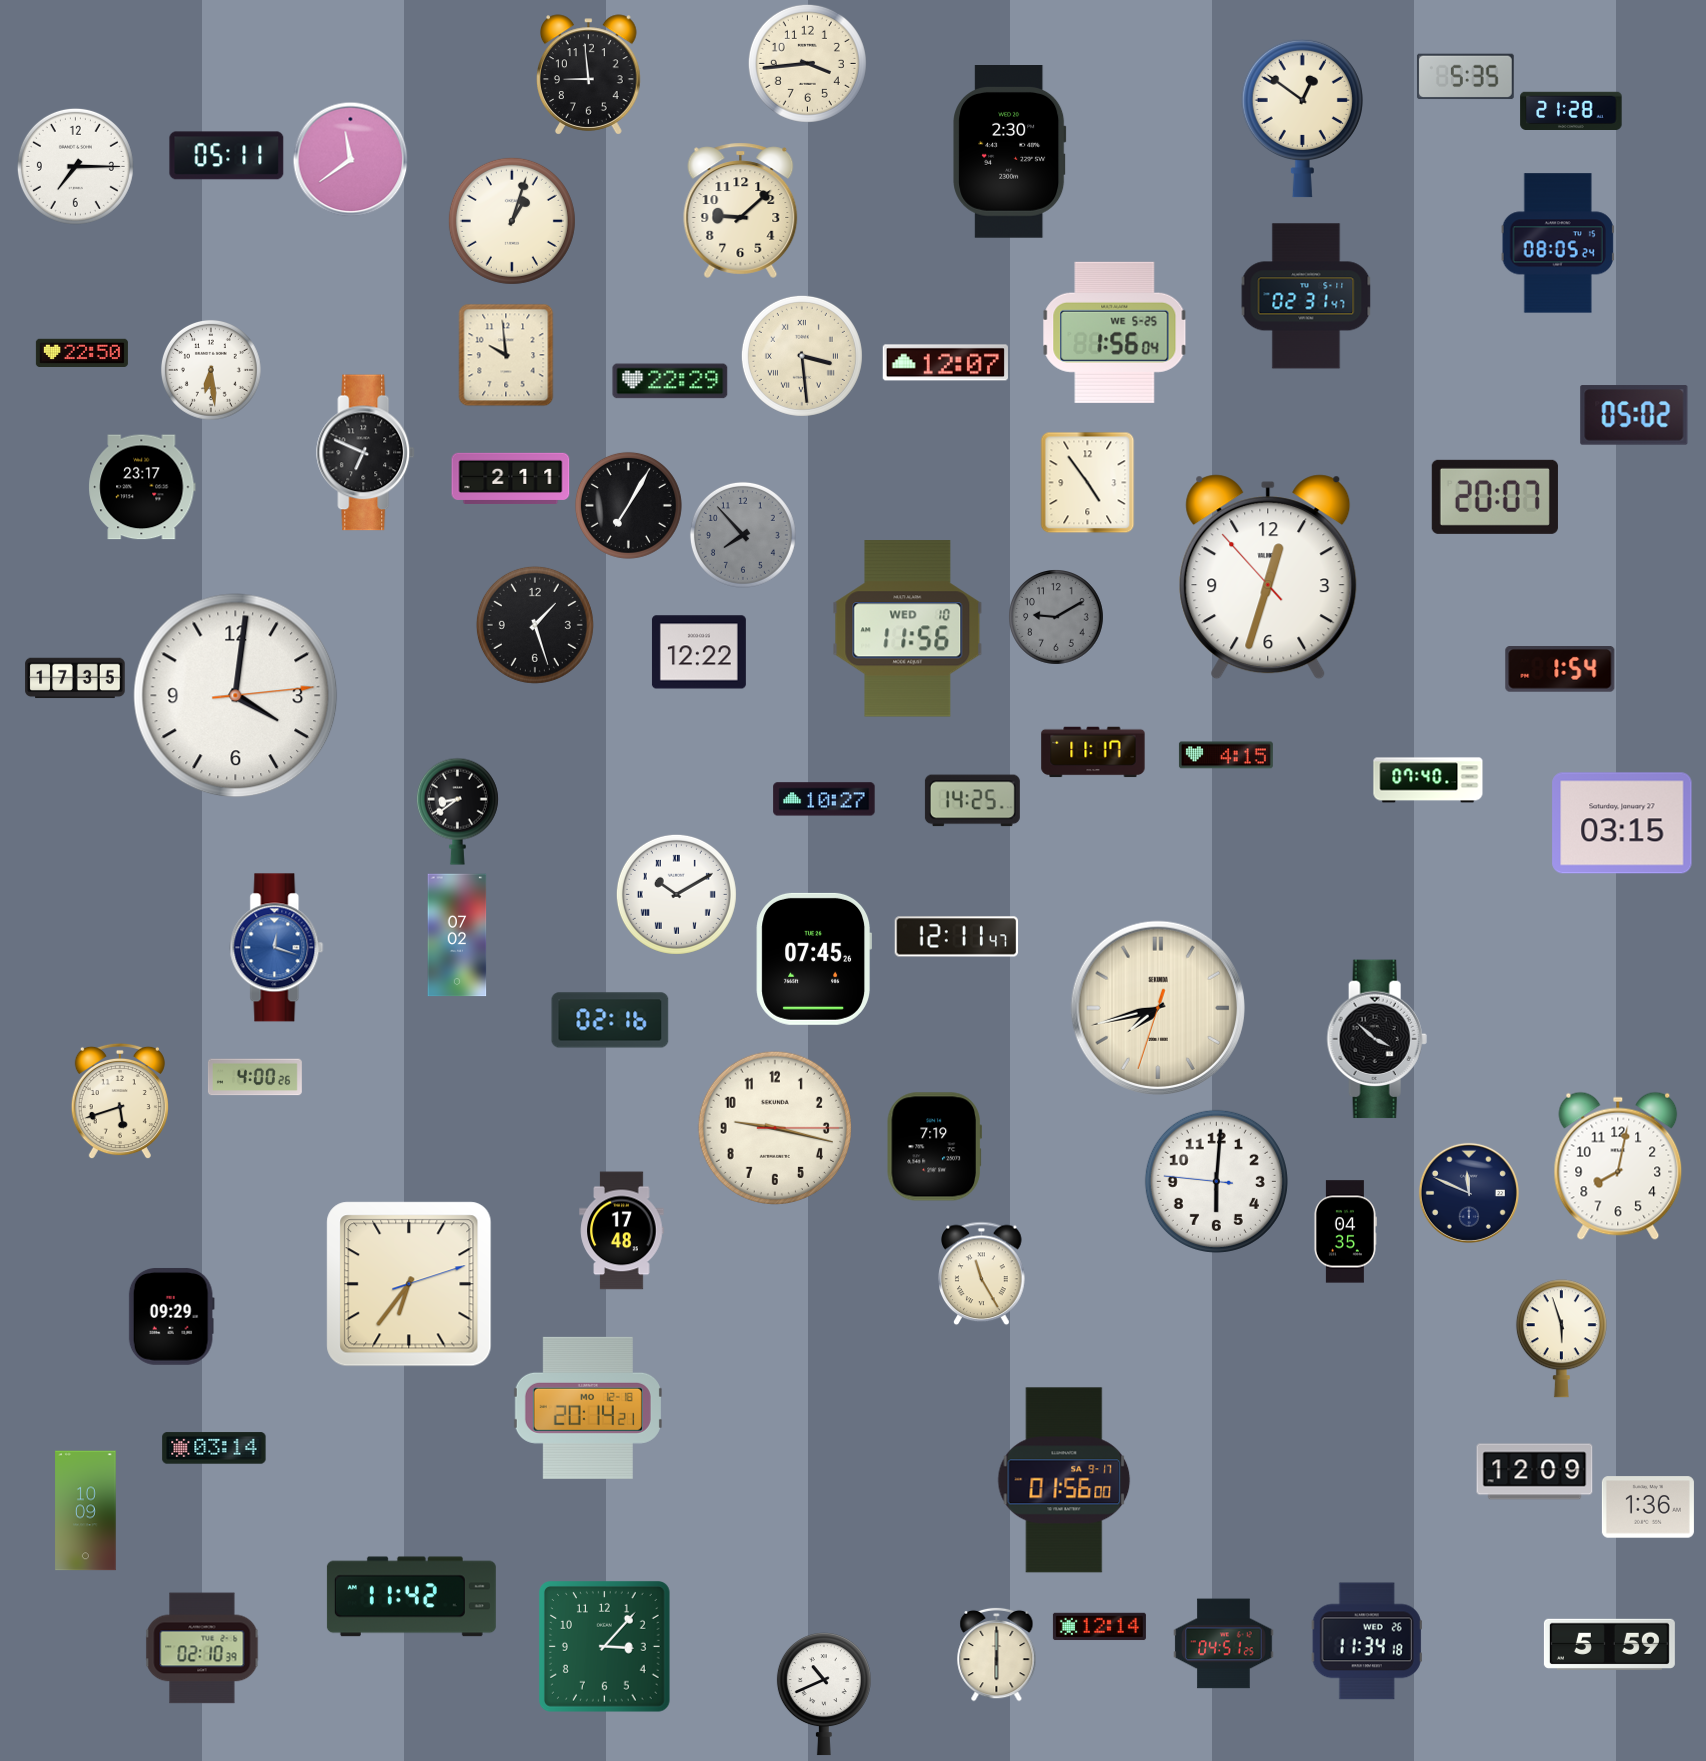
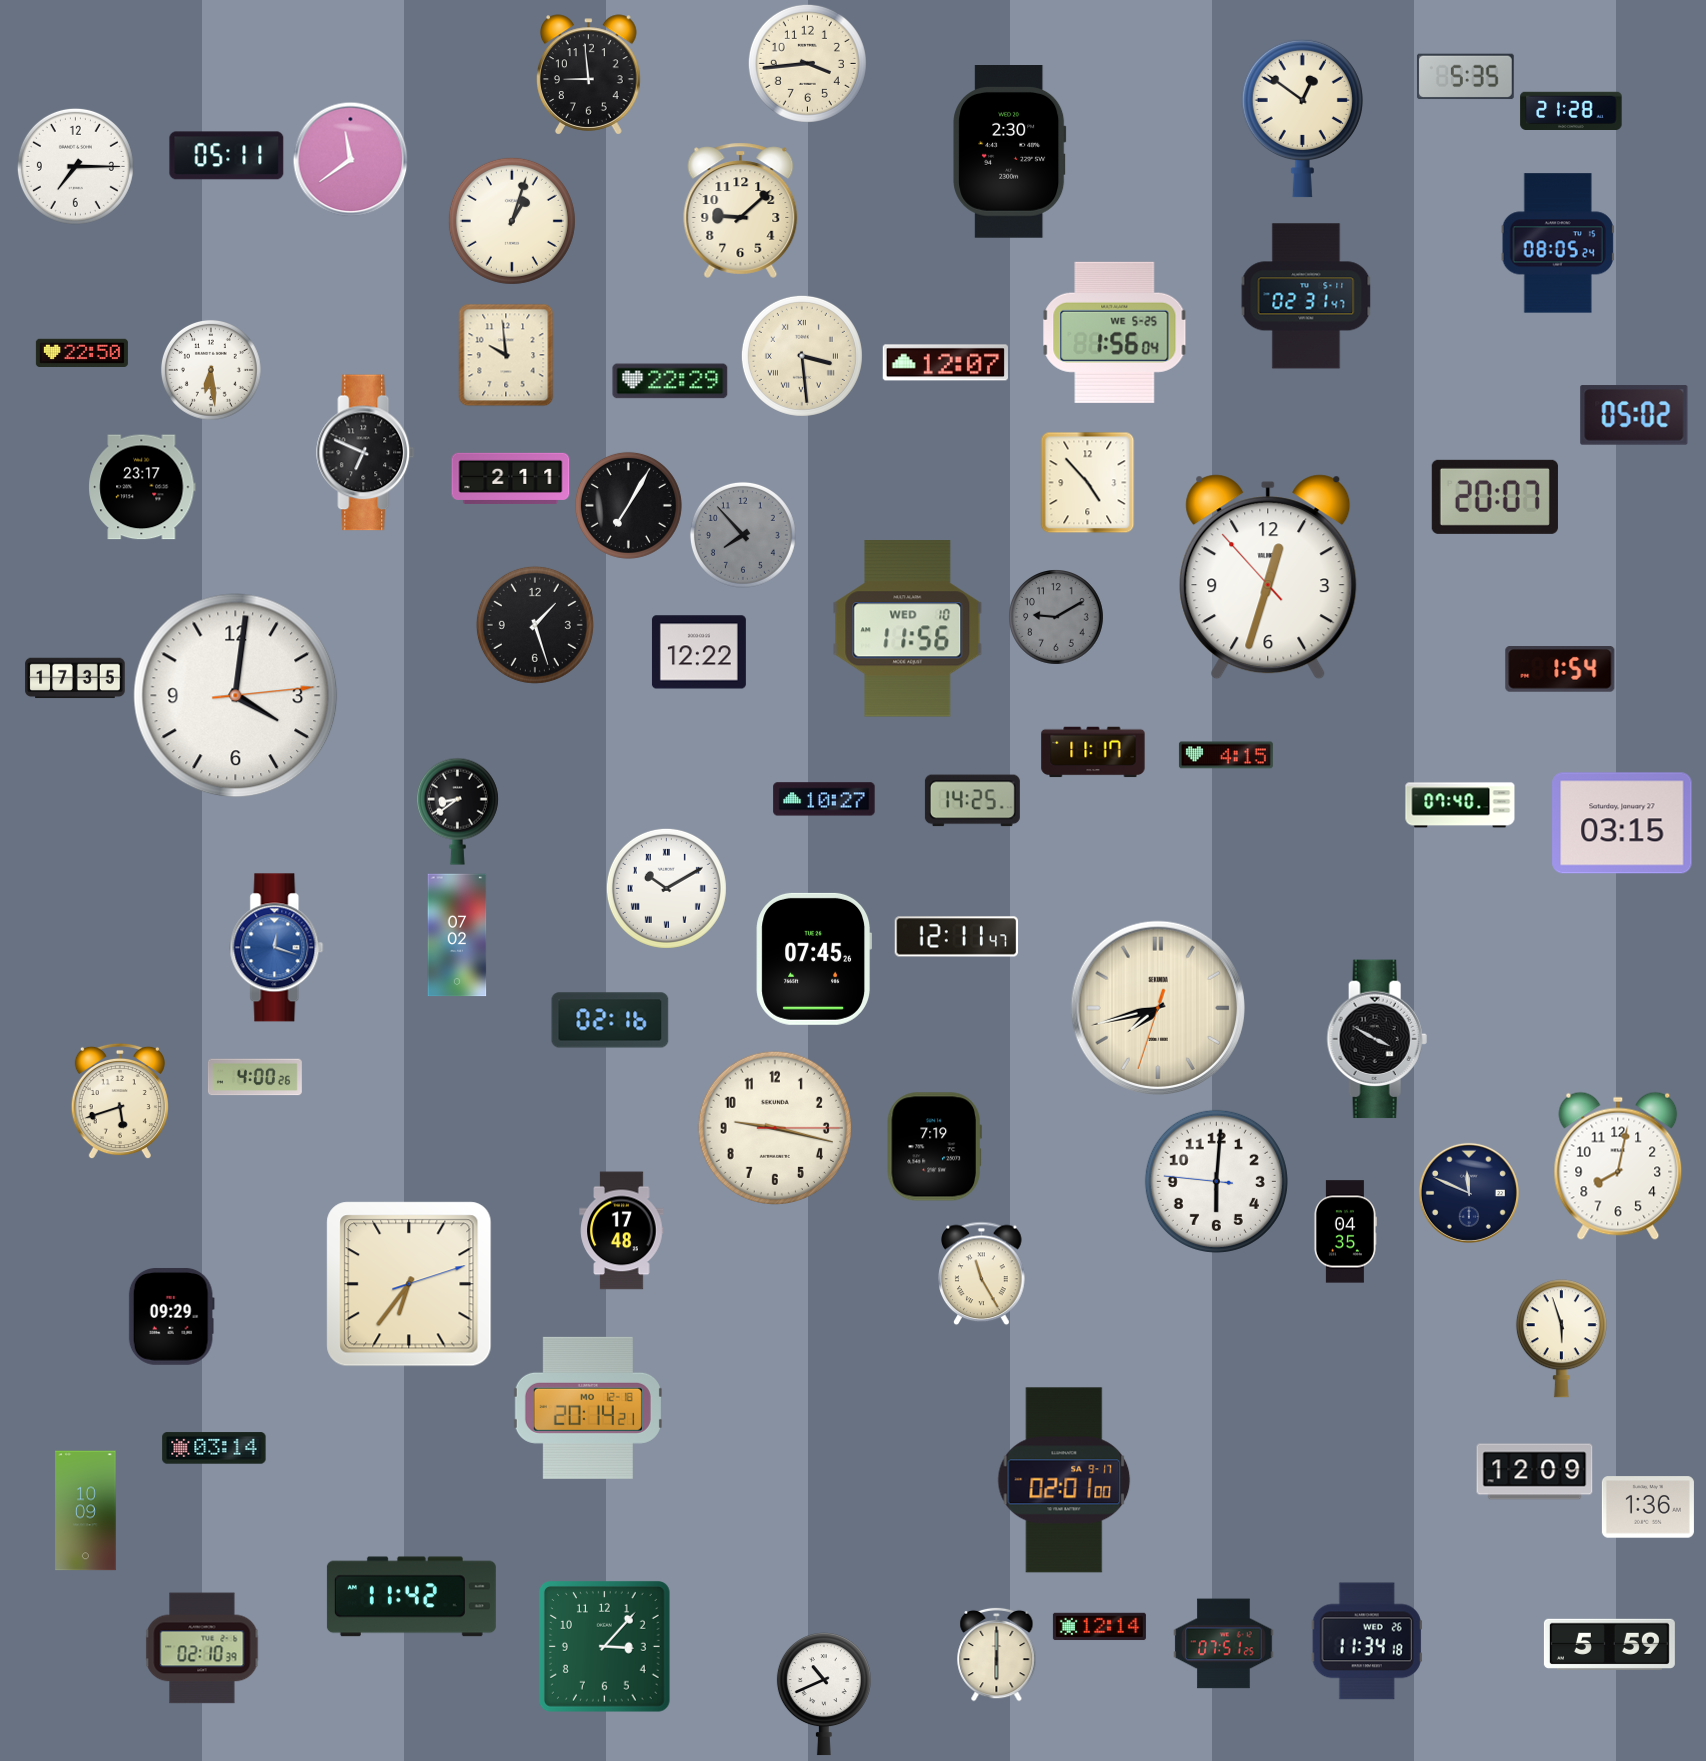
clock at (1088, 483): 4:54 -> 4:53
clock at (1428, 780) position: (1428, 780) -> (1460, 805)
clock at (676, 894) position: (676, 894) -> (666, 888)
clock at (1377, 1039): 3:52 -> 3:50
clock at (1064, 1480): 01:56 -> 02:01
clock at (1224, 1644): 04:51 -> 07:51
